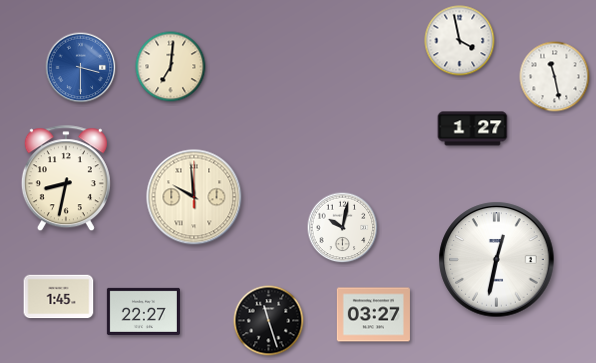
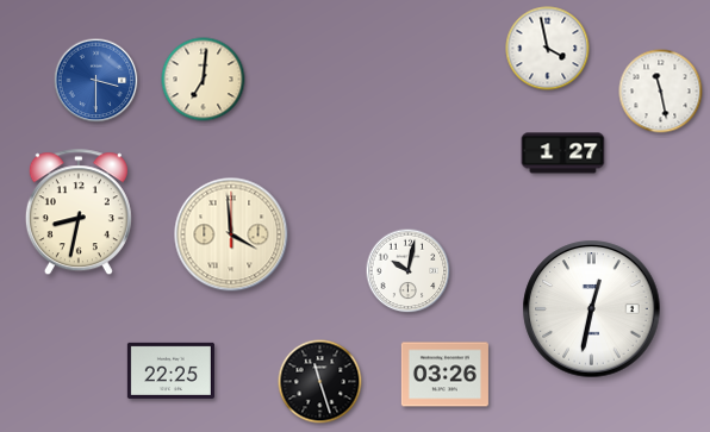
clock at (194, 197): 9:59 -> 3:59
clock at (59, 297): 1:45 -> none
clock at (143, 311): 22:27 -> 22:25
clock at (373, 315): 03:27 -> 03:26
